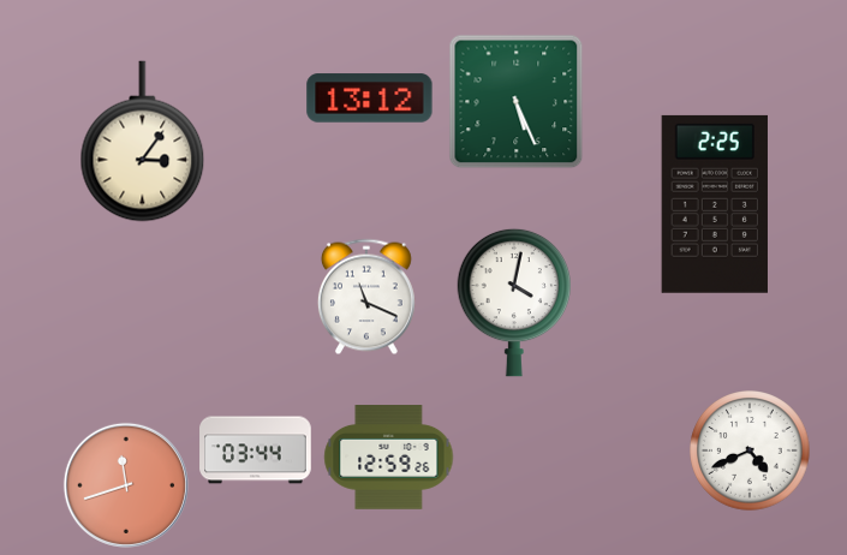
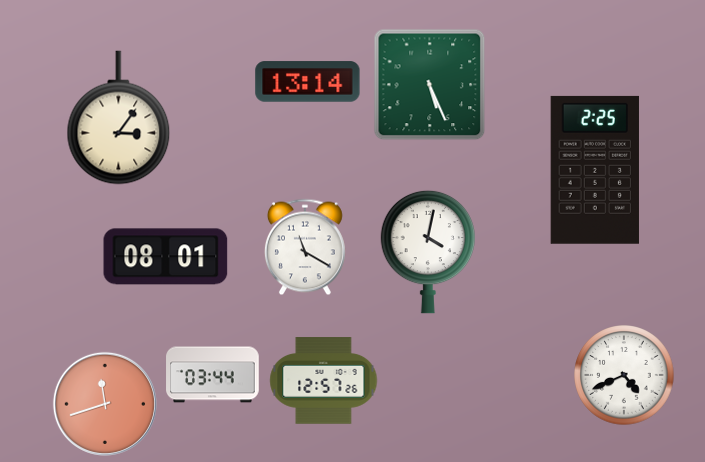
clock at (370, 99): 13:12 -> 13:14
clock at (366, 297): 11:19 -> 11:20
clock at (166, 257): none -> 08:01
clock at (389, 458): 12:59 -> 12:57
